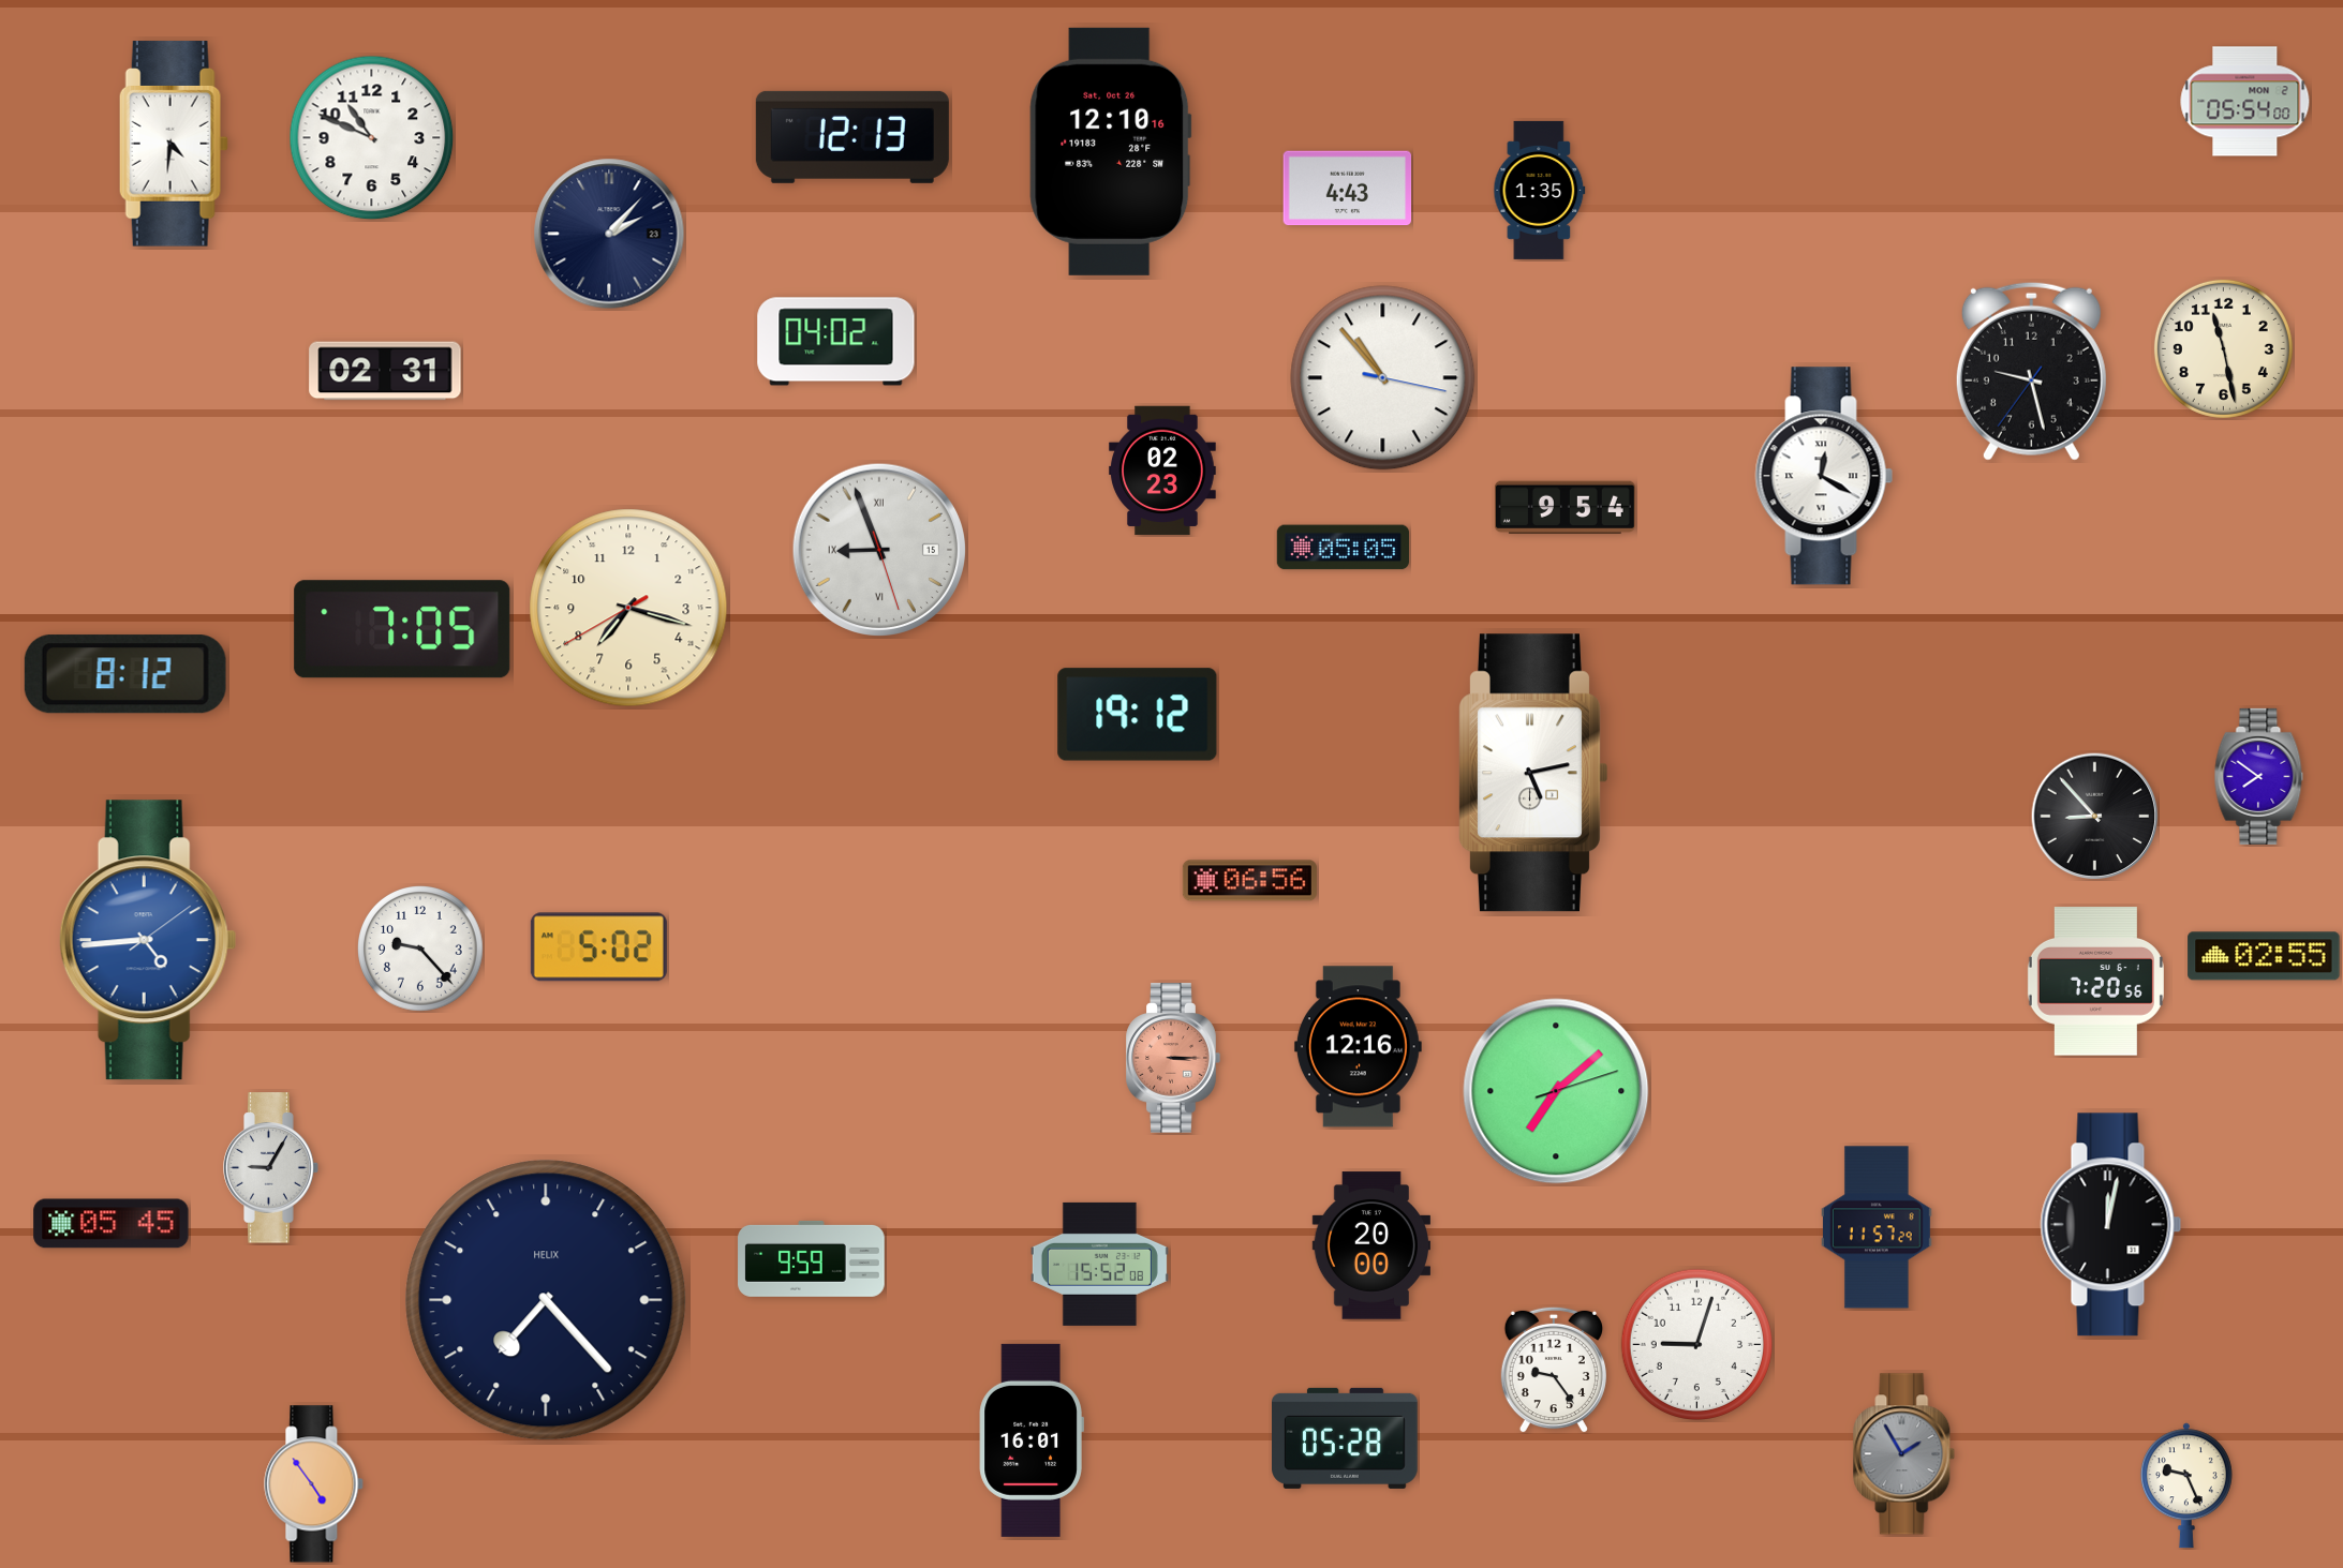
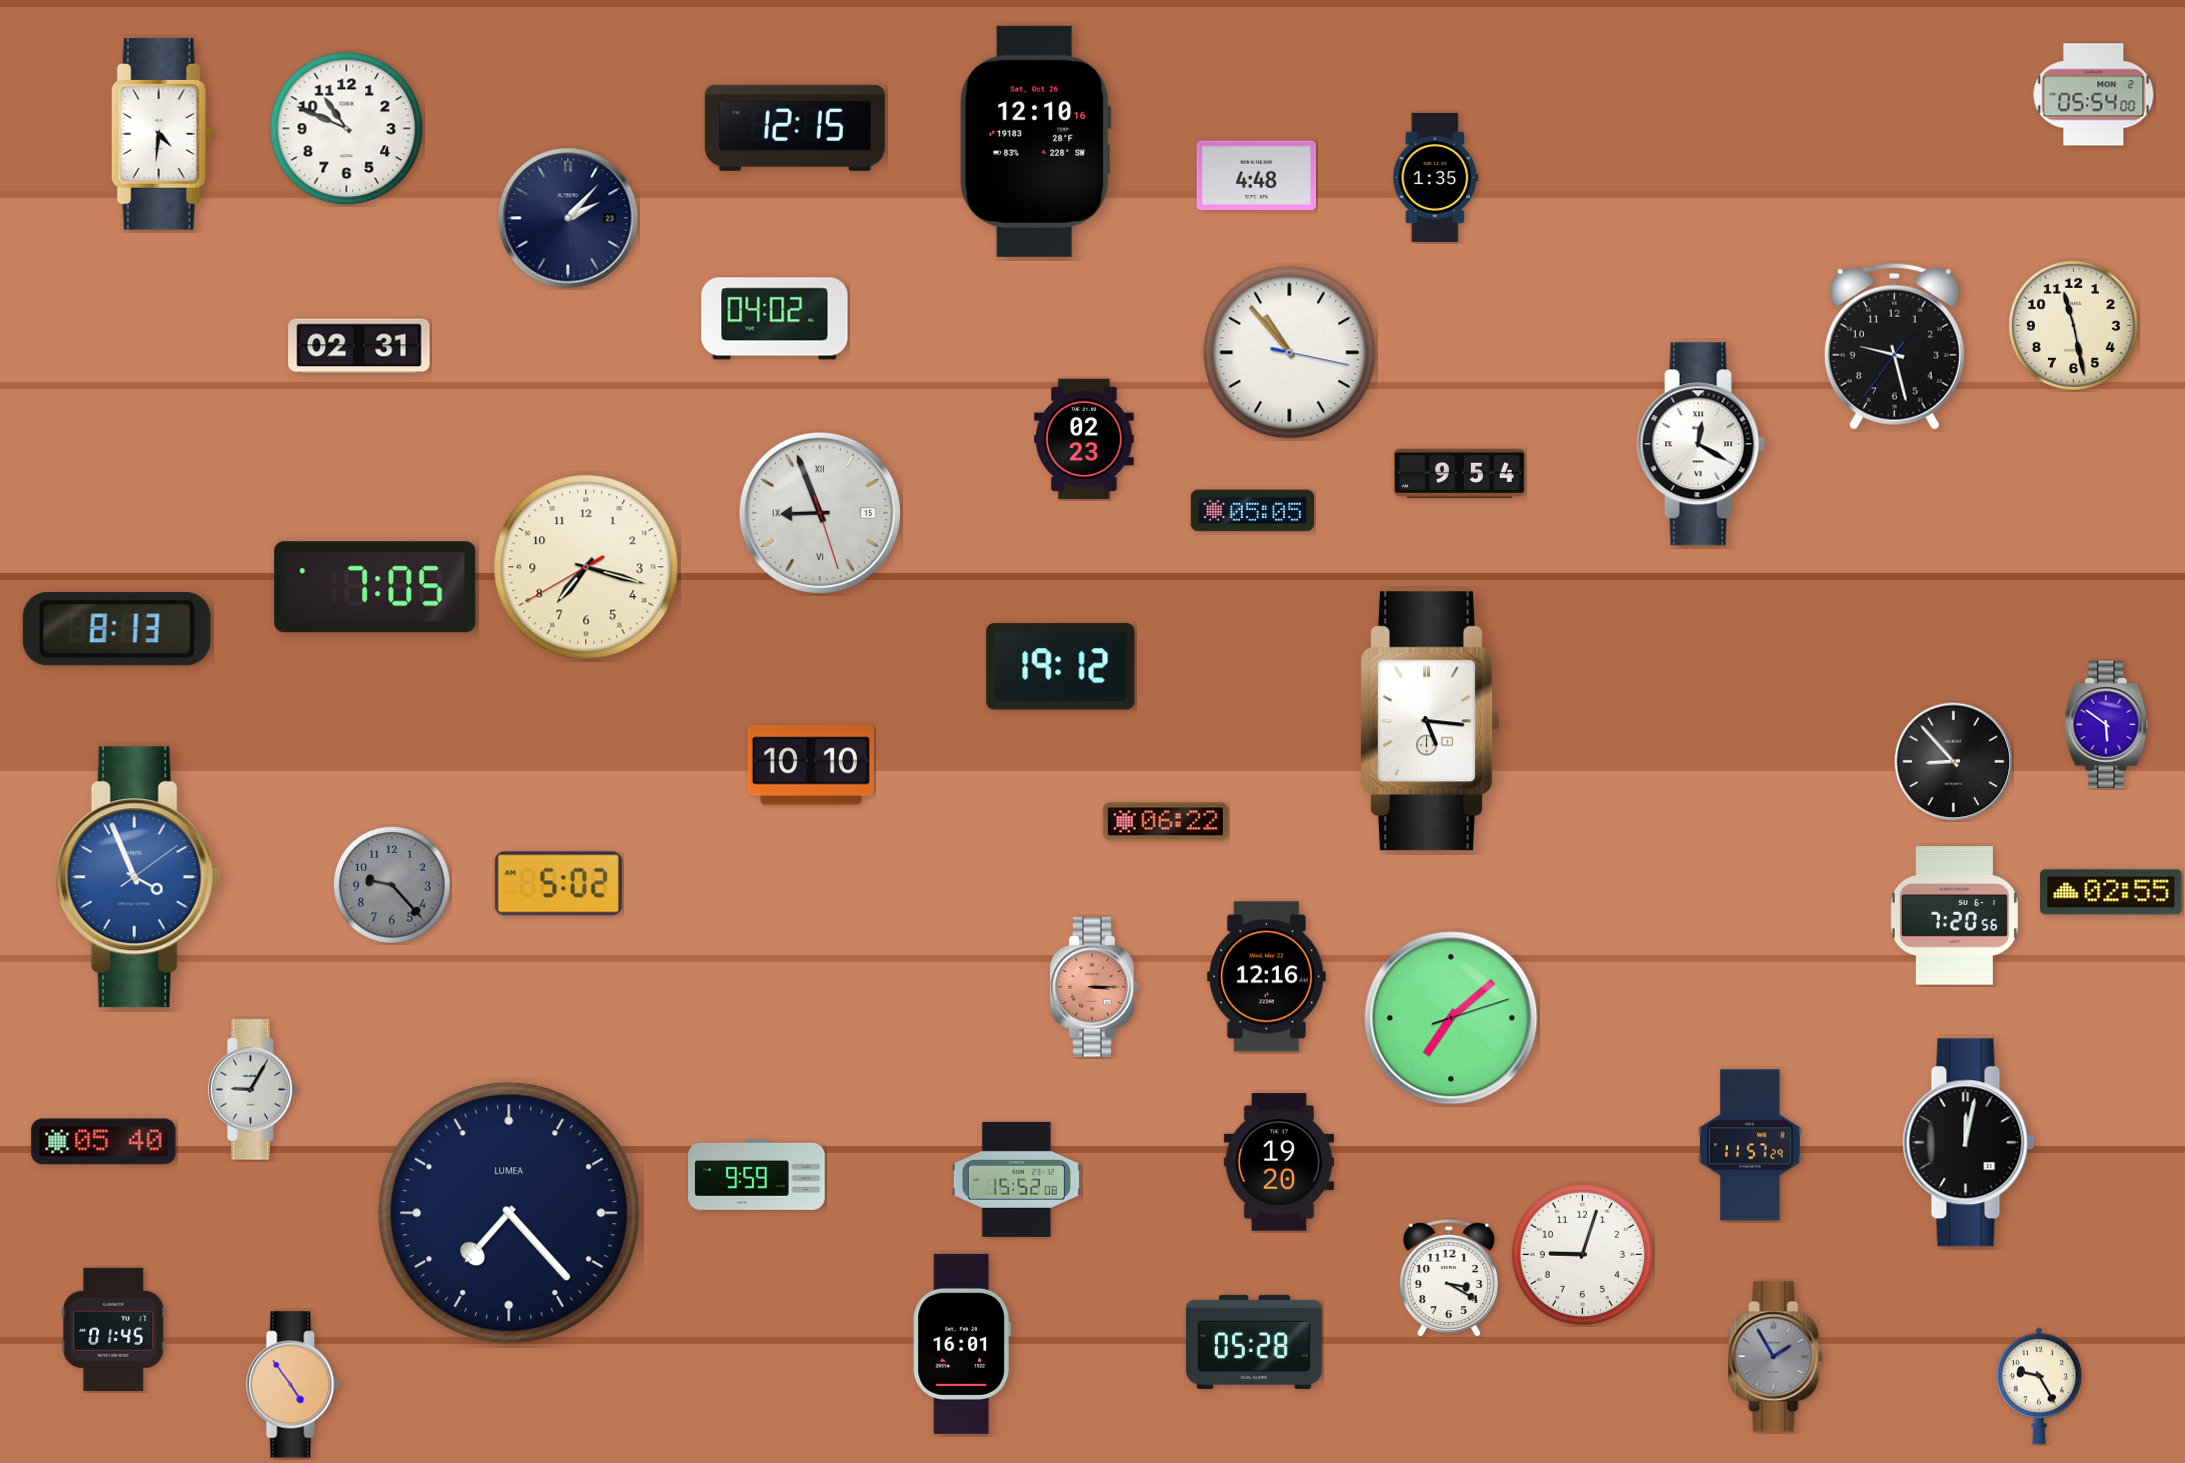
clock at (852, 137): 12:13 -> 12:15
clock at (1348, 189): 4:43 -> 4:48
clock at (836, 342) position: (836, 342) -> (775, 319)
clock at (125, 674): 8:12 -> 8:13
clock at (1532, 773): 5:13 -> 5:16
clock at (2259, 776): 7:51 -> 5:51
clock at (811, 765): none -> 10:10
clock at (1249, 881): 06:56 -> 06:22
clock at (148, 940): 4:44 -> 3:56
clock at (420, 949) dial: white -> grey
clock at (112, 1224): 05:45 -> 05:40
clock at (1370, 1245): 20:00 -> 19:20
clock at (1099, 1264) position: (1099, 1264) -> (1016, 1179)
clock at (546, 1300) brand: HELIX -> LUMEA
clock at (1554, 1370): 9:24 -> 3:20
clock at (114, 1329): none -> 01:45
clock at (2186, 1485): 9:26 -> 9:25
